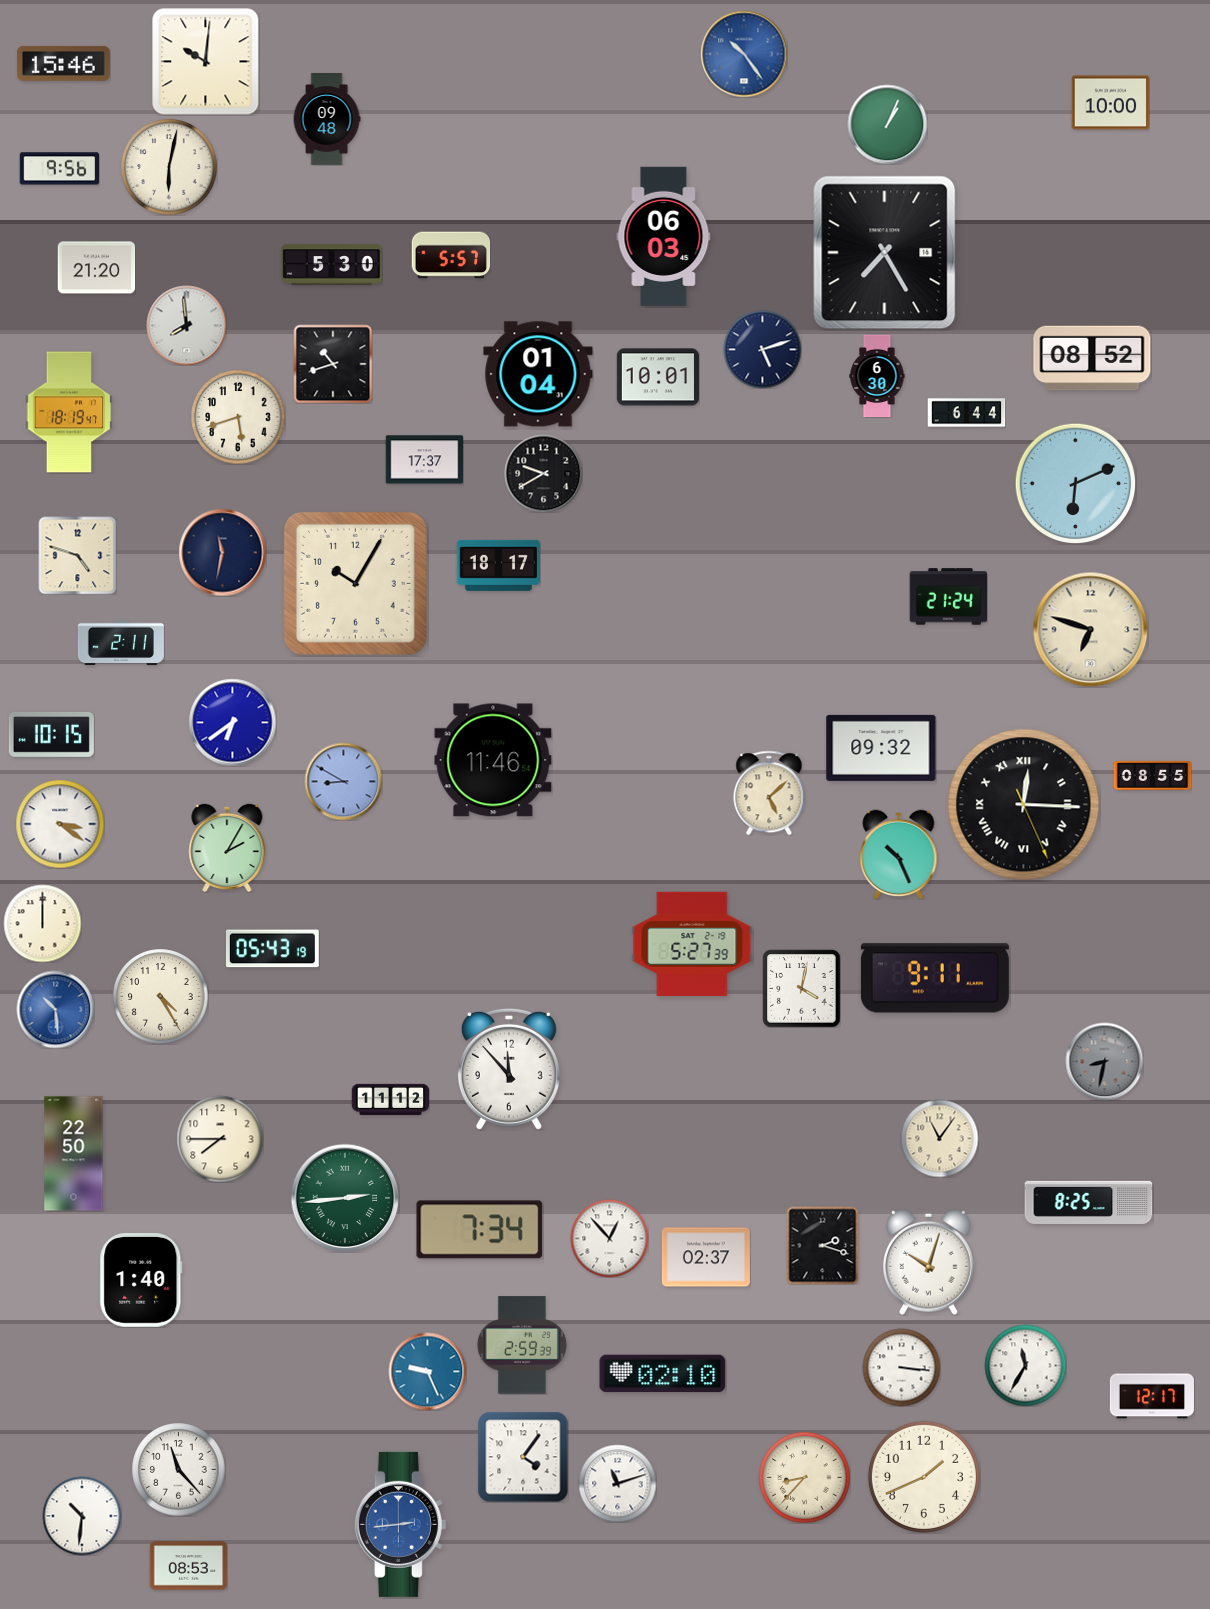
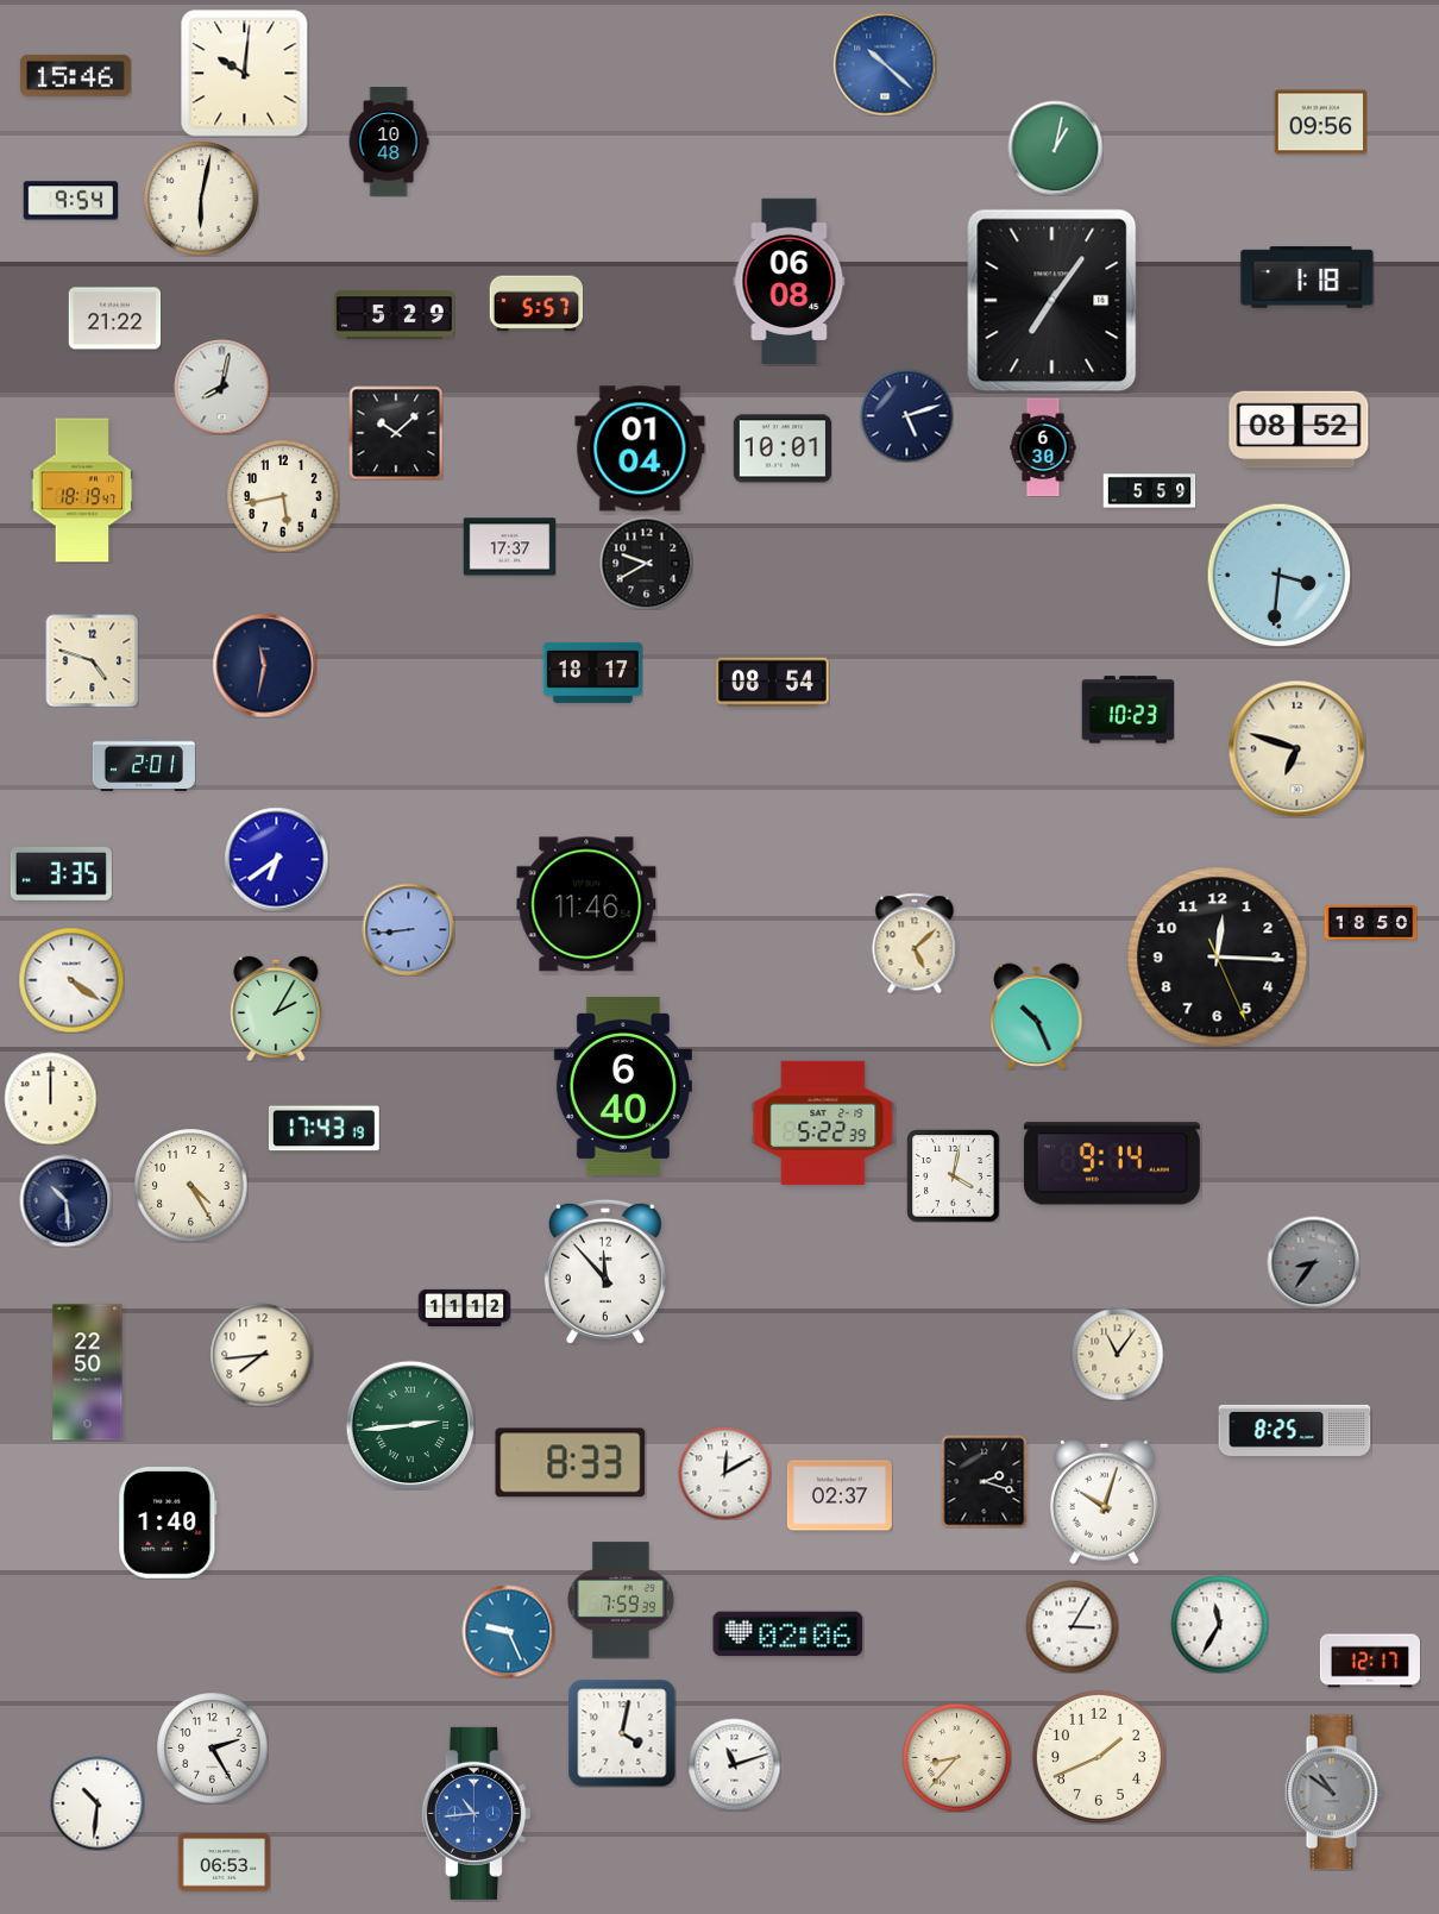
clock at (744, 54): 10:24 -> 10:22
clock at (1110, 103): 10:00 -> 09:56
clock at (327, 120): 09:48 -> 10:48
clock at (887, 124): 1:04 -> 1:02
clock at (59, 169): 9:56 -> 9:54
clock at (1307, 277): none -> 1:18
clock at (664, 236): 06:03 -> 06:08
clock at (885, 253): 7:25 -> 7:06
clock at (332, 265): 5:30 -> 5:29
clock at (96, 268): 21:20 -> 21:22
clock at (186, 325): 7:59 -> 8:02
clock at (1092, 358) position: (1092, 358) -> (1299, 429)
clock at (333, 364): 10:42 -> 10:08
clock at (538, 374) position: (538, 374) -> (640, 448)
clock at (966, 413): 6:44 -> 5:59
clock at (238, 417): 5:42 -> 5:43
clock at (424, 460) position: (424, 460) -> (509, 547)
clock at (1075, 483): 6:11 -> 3:31
clock at (222, 552) position: (222, 552) -> (264, 665)
clock at (773, 682): none -> 08:54
clock at (355, 583): 10:05 -> none
clock at (948, 597): 21:24 -> 10:23
clock at (121, 642): 2:11 -> 2:01
clock at (51, 734): 10:15 -> 3:35
clock at (881, 748): 09:32 -> none
clock at (1152, 775): 08:55 -> 18:50
clock at (343, 781): 8:50 -> 8:44
clock at (1024, 805) numerals: Roman -> Arabic
clock at (60, 824): 3:21 -> 4:21
clock at (227, 848) position: (227, 848) -> (276, 1009)
clock at (899, 854) position: (899, 854) -> (1037, 1016)
clock at (623, 1086): none -> 6:40
clock at (692, 944): 5:27 -> 5:22
clock at (272, 949): 05:43 -> 17:43
clock at (935, 978): 9:11 -> 9:14
clock at (55, 1009) dial: blue -> navy
clock at (1104, 1061): 8:32 -> 8:36
clock at (220, 1139): 7:45 -> 7:44
clock at (480, 1230): 7:34 -> 8:33
clock at (609, 1238): 12:53 -> 12:10
clock at (823, 1245) position: (823, 1245) -> (985, 1481)
clock at (522, 1345): 2:59 -> 7:59
clock at (901, 1367): 3:16 -> 3:05
clock at (663, 1374): 02:10 -> 02:06
clock at (523, 1457): 4:06 -> 4:02
clock at (178, 1469): 11:23 -> 2:25
clock at (1333, 1793): none -> 10:51
clock at (400, 1524): 2:44 -> 10:44
clock at (188, 1566): 08:53 -> 06:53
